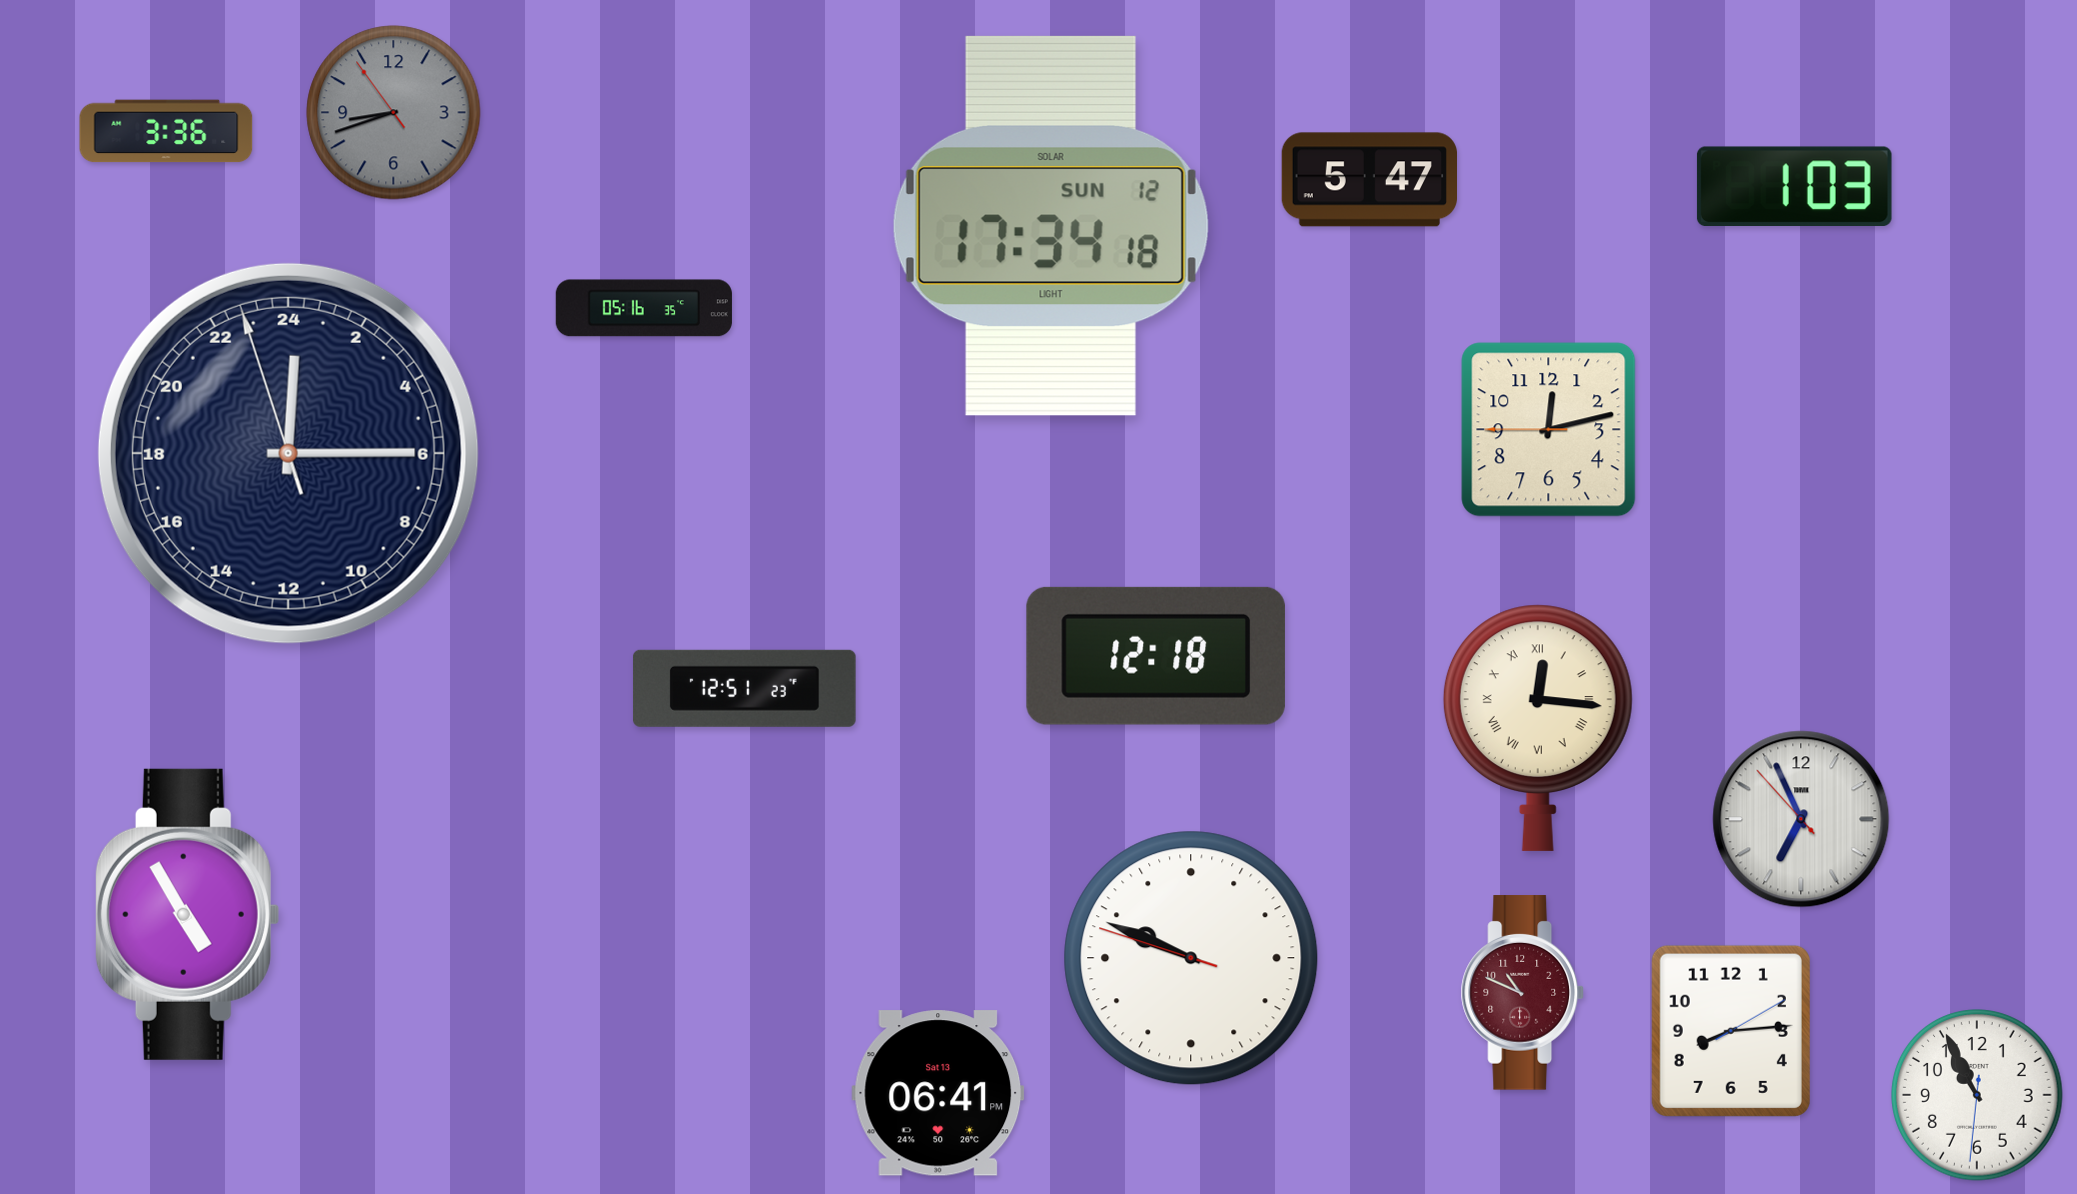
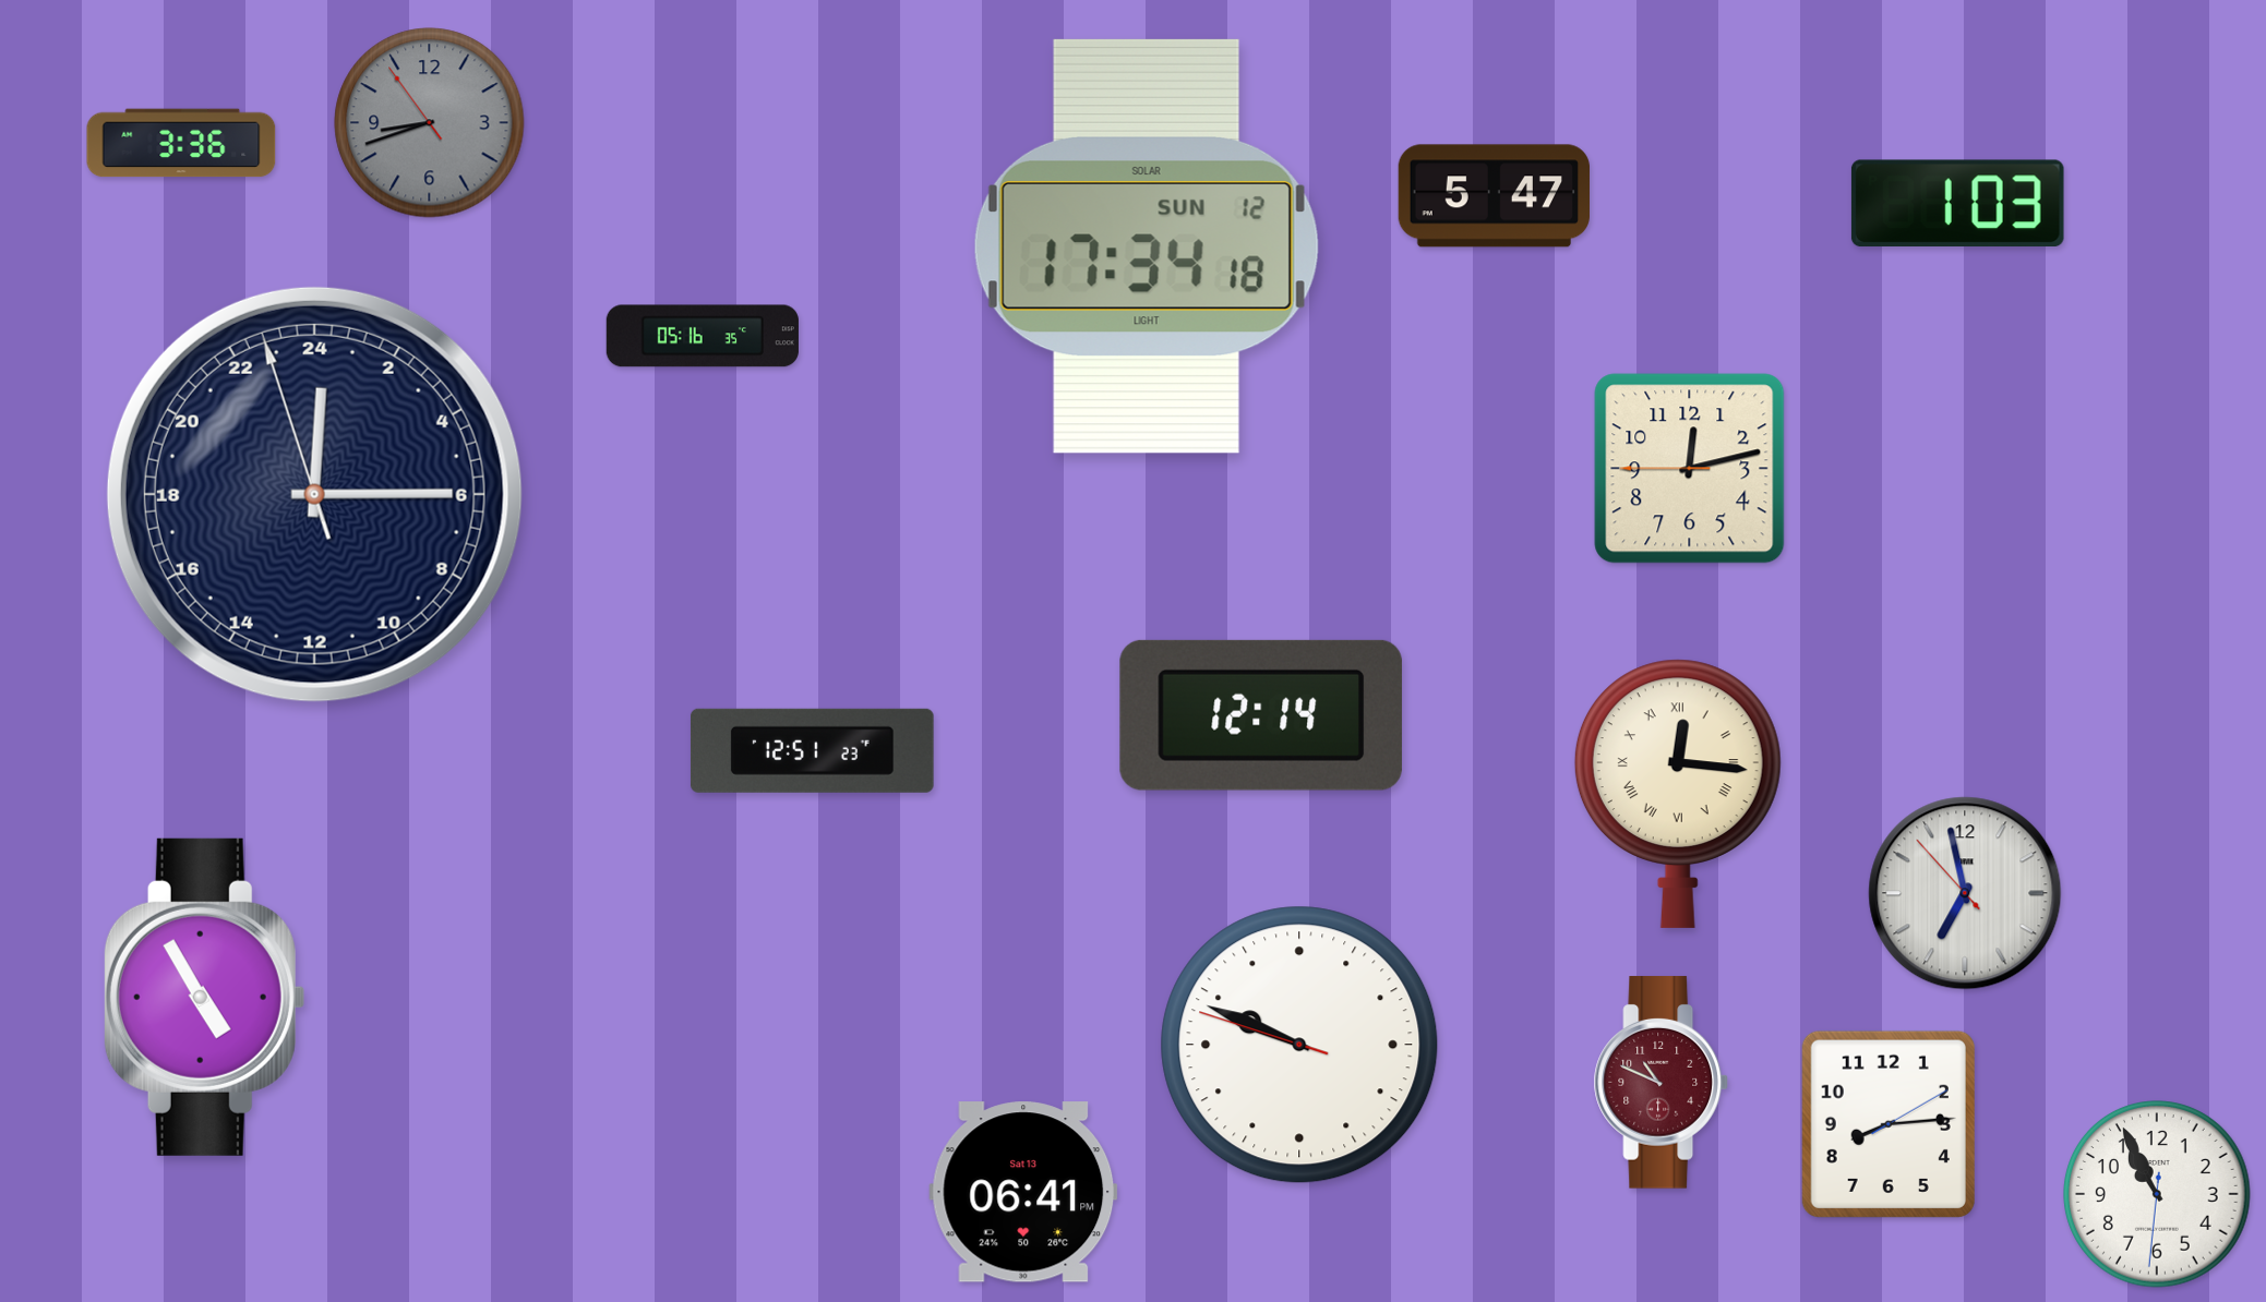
clock at (1156, 656): 12:18 -> 12:14
clock at (1801, 819): 6:55 -> 6:57
